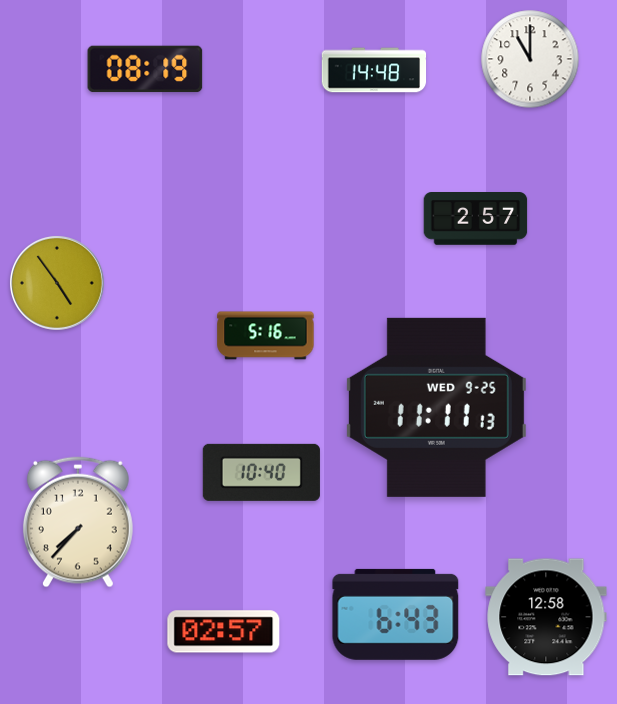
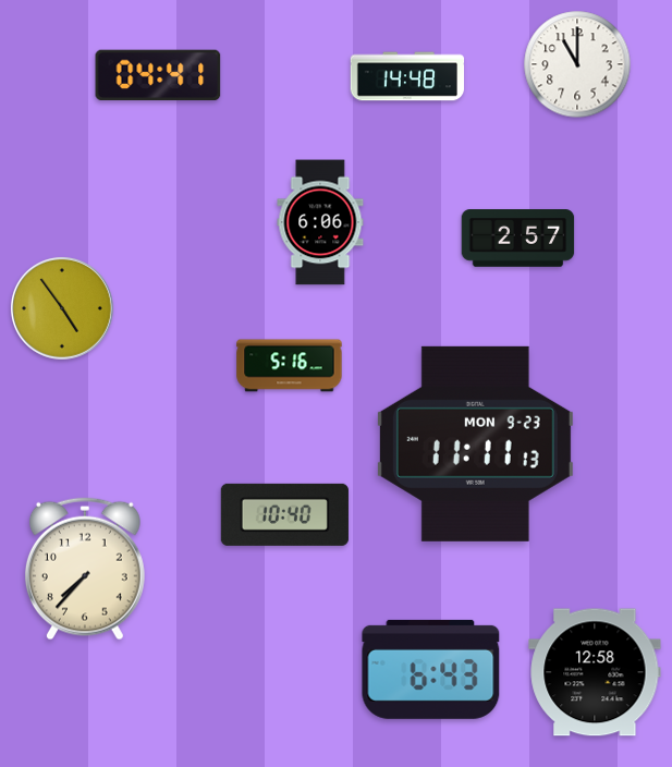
clock at (145, 69): 08:19 -> 04:41
clock at (320, 222): none -> 6:06
clock at (436, 407) date: WED 9-25 -> MON 9-23
clock at (224, 632): 02:57 -> none
